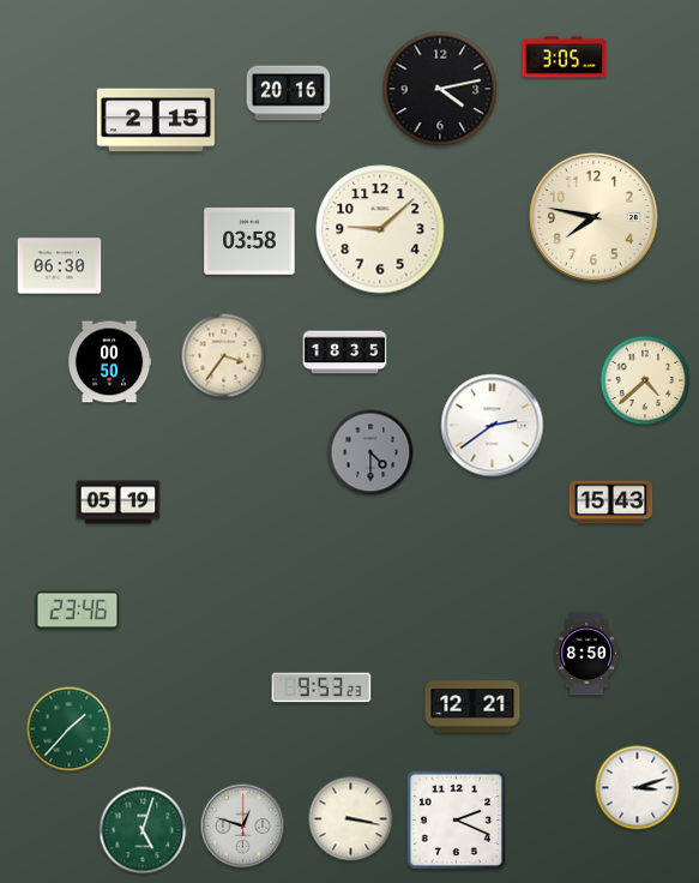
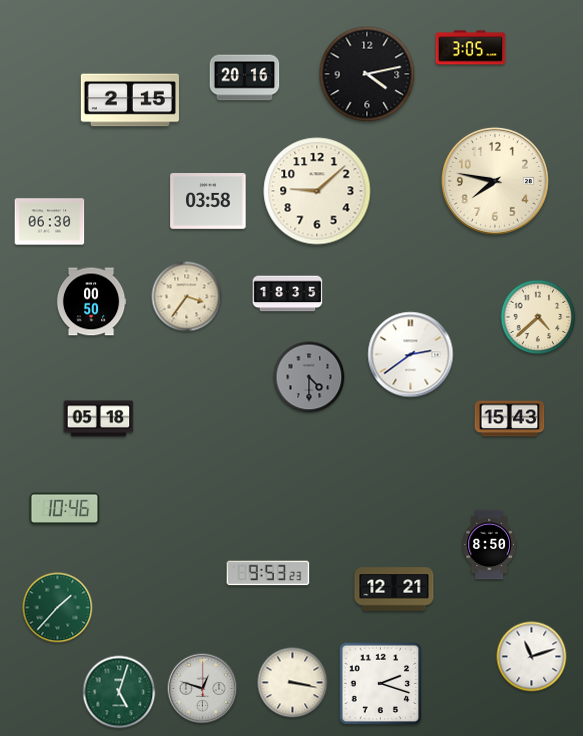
clock at (289, 94) position: (289, 94) -> (245, 78)
clock at (119, 503): 05:19 -> 05:18
clock at (78, 611): 23:46 -> 10:46
clock at (638, 788): 3:12 -> 11:12
clock at (457, 821): 2:19 -> 2:18
